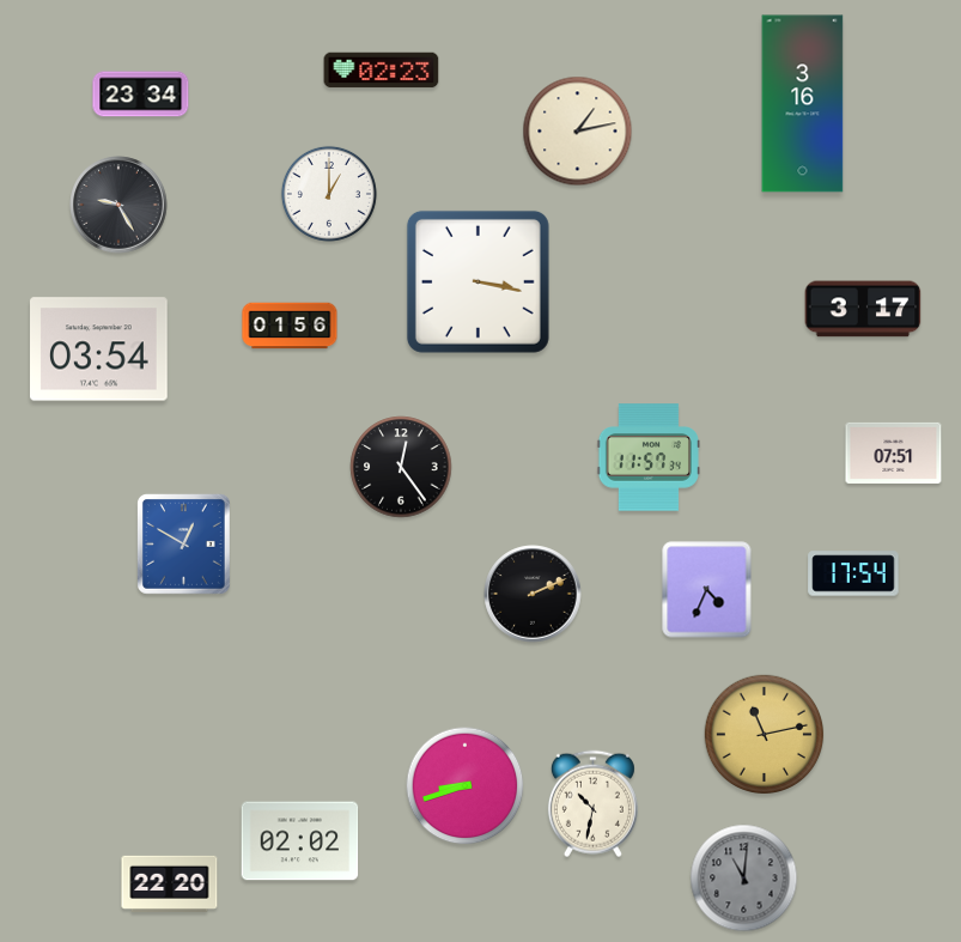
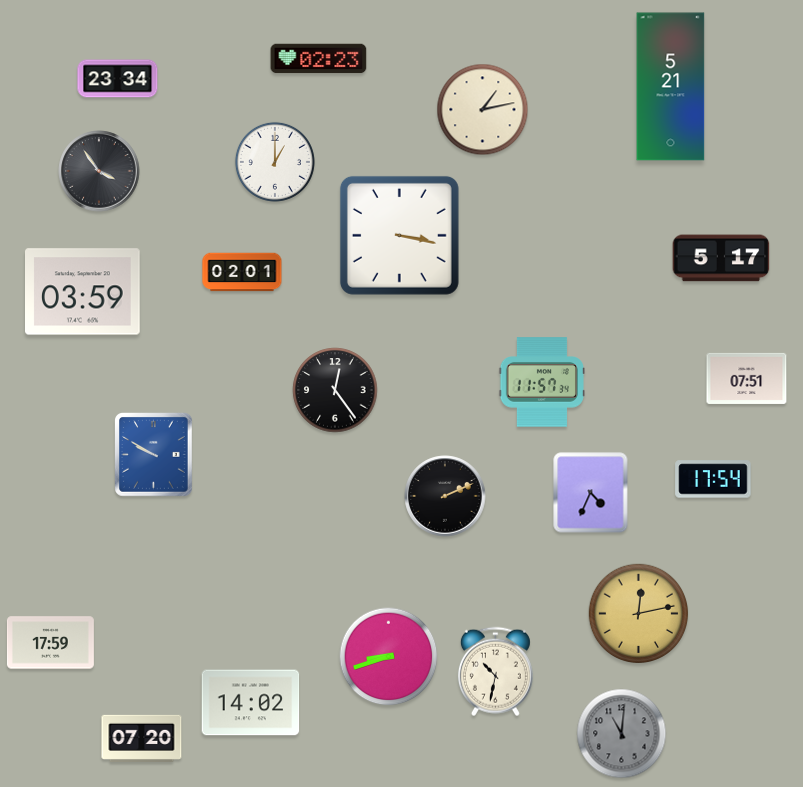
clock at (803, 104): 3:16 -> 5:21
clock at (118, 205): 9:25 -> 3:54
clock at (863, 309): 3:17 -> 5:17
clock at (290, 326): 01:56 -> 02:01
clock at (99, 350): 03:54 -> 03:59
clock at (184, 545): 12:50 -> 9:50
clock at (765, 735): 11:13 -> 12:13
clock at (50, 643): none -> 17:59
clock at (300, 841): 02:02 -> 14:02
clock at (170, 883): 22:20 -> 07:20
